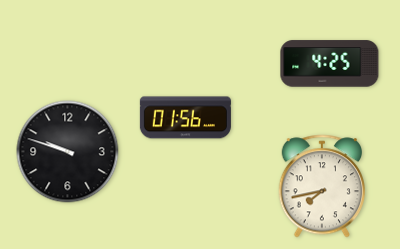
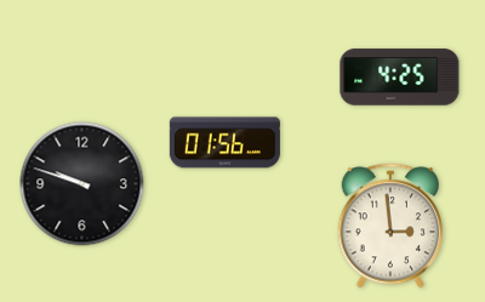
clock at (322, 186): 7:43 -> 2:59
